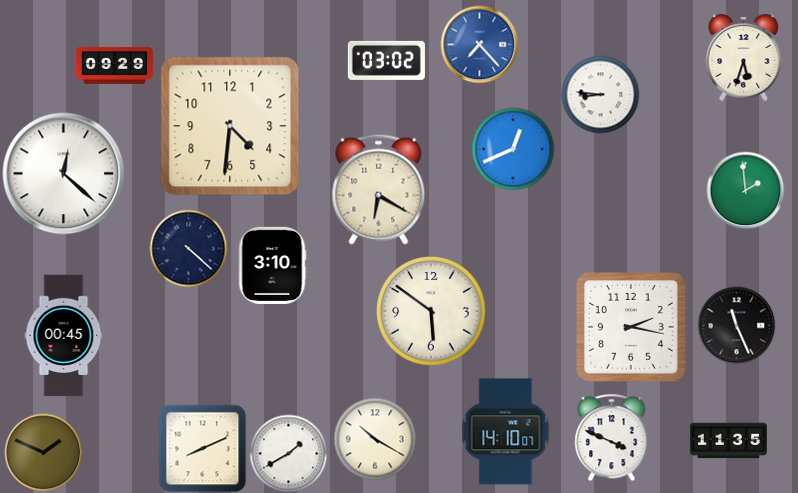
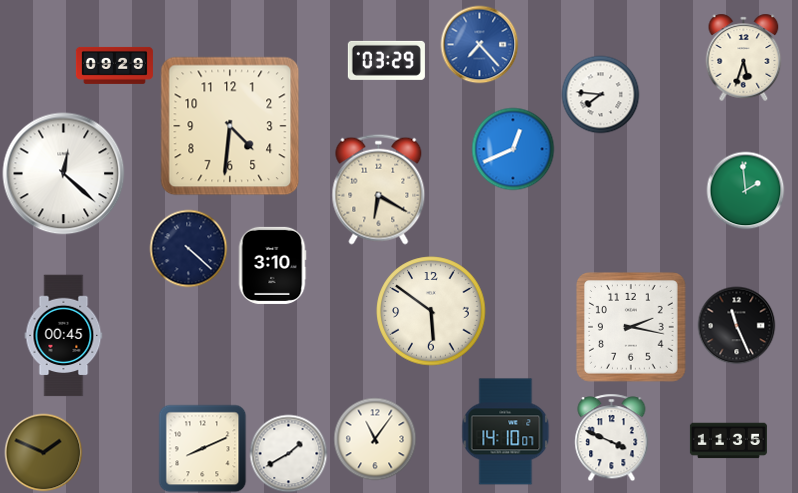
clock at (386, 60): 03:02 -> 03:29
clock at (600, 94): 8:46 -> 7:46
clock at (375, 439): 10:20 -> 11:06
